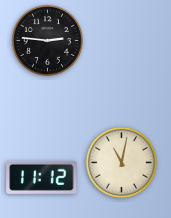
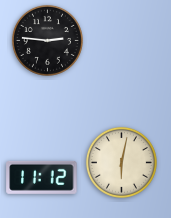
clock at (121, 162): 11:02 -> 6:02
